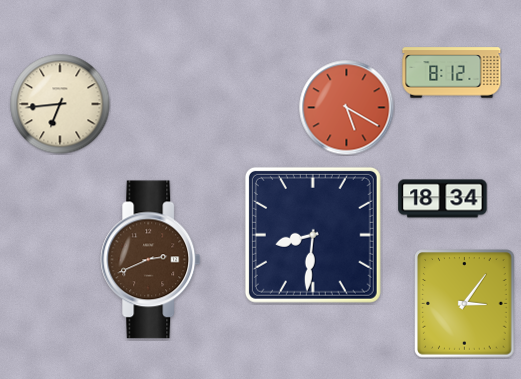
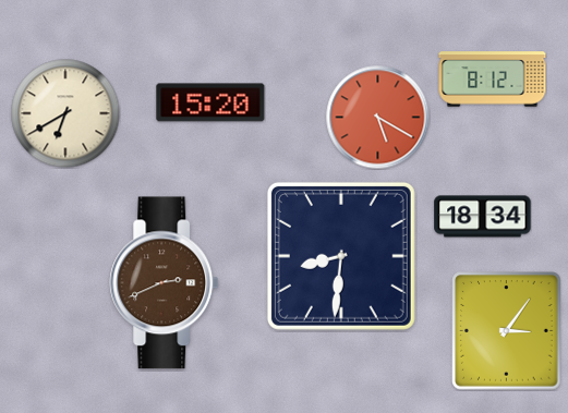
clock at (210, 102): none -> 15:20
clock at (60, 104): 6:44 -> 6:40
